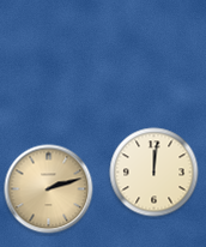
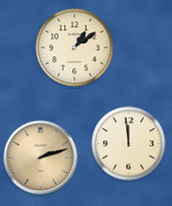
clock at (75, 48): none -> 1:09
clock at (154, 173): 12:01 -> 11:59
